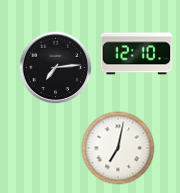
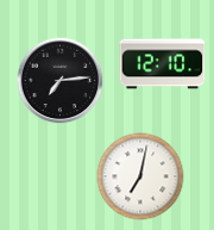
clock at (56, 68) position: (56, 68) -> (61, 81)
